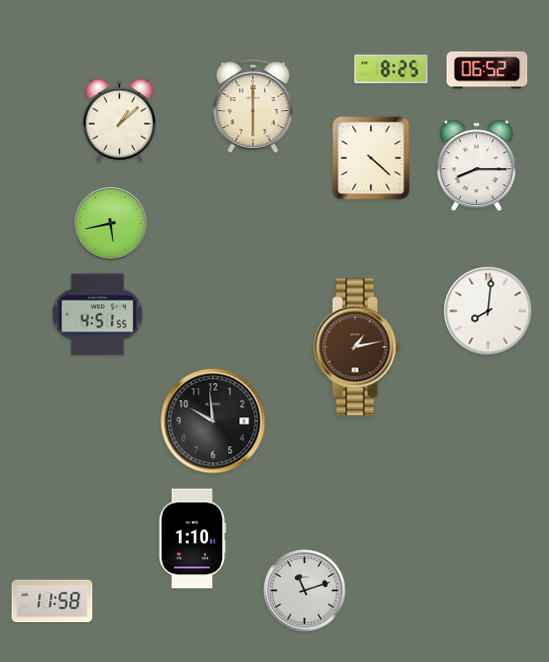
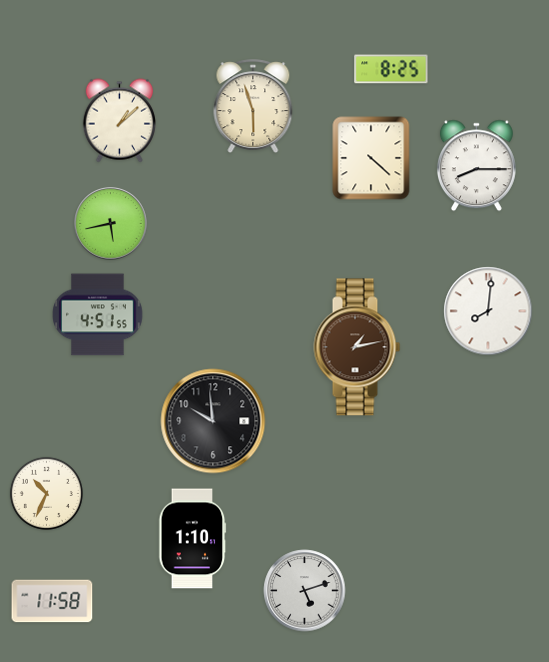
clock at (487, 70): 06:52 -> none
clock at (253, 107): 6:00 -> 5:57
clock at (46, 493): none -> 10:34
clock at (305, 591): 11:12 -> 5:12
